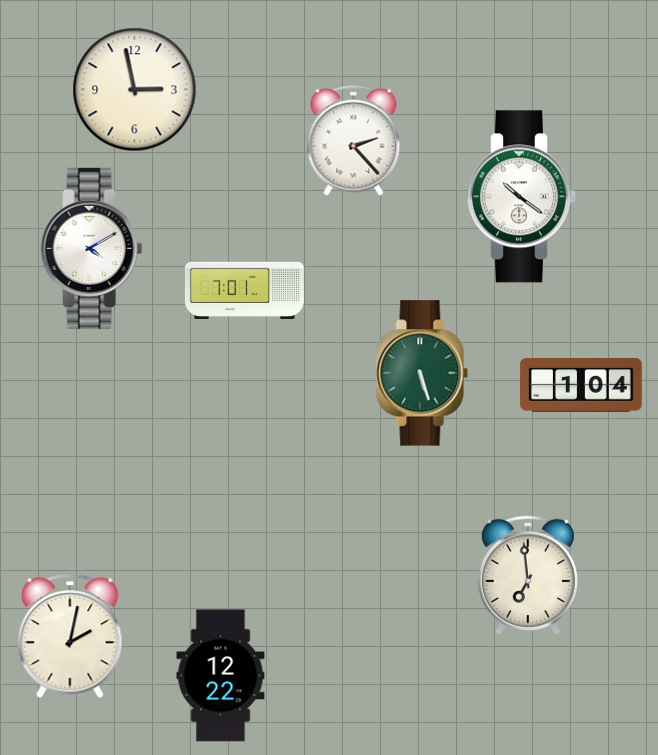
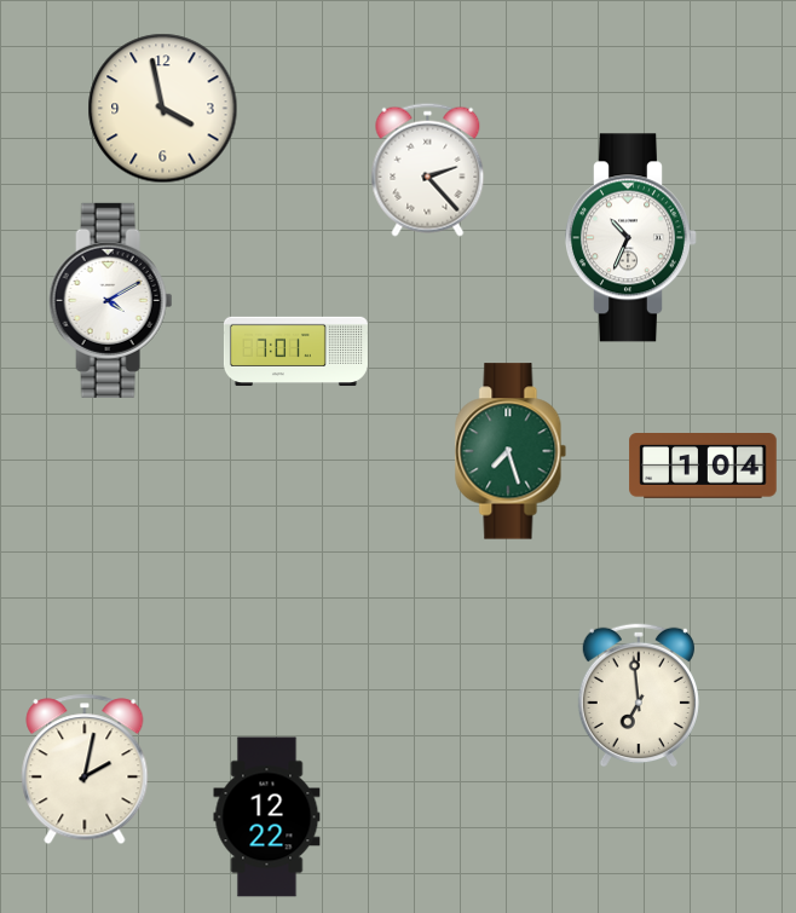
clock at (135, 90): 2:58 -> 3:58
clock at (521, 197): 10:21 -> 10:34
clock at (422, 373): 5:27 -> 7:27
